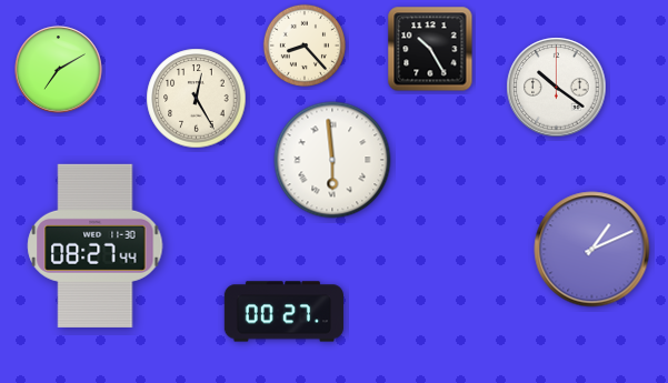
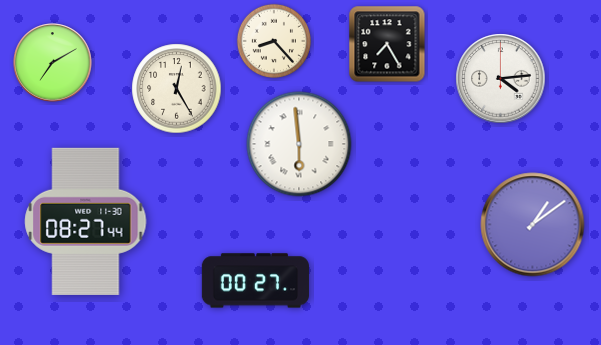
clock at (430, 49): 10:25 -> 7:25
clock at (557, 88): 10:21 -> 4:14
clock at (592, 250): 1:11 -> 1:09
